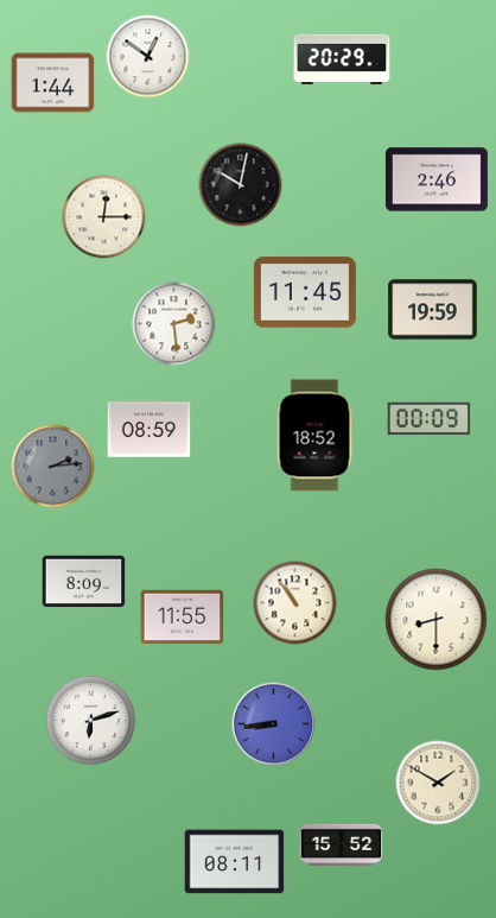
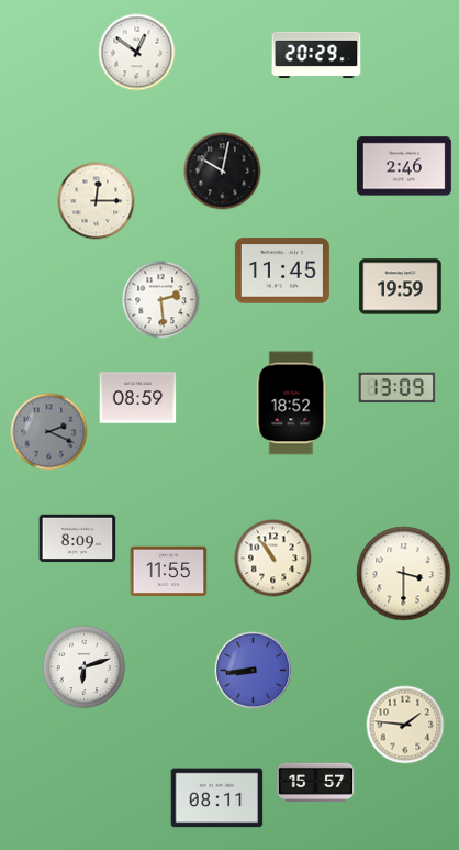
clock at (53, 83): 1:44 -> none
clock at (430, 419): 00:09 -> 13:09
clock at (53, 467): 2:14 -> 2:19
clock at (437, 620): 8:30 -> 3:30
clock at (438, 783): 1:50 -> 1:46
clock at (342, 844): 15:52 -> 15:57
